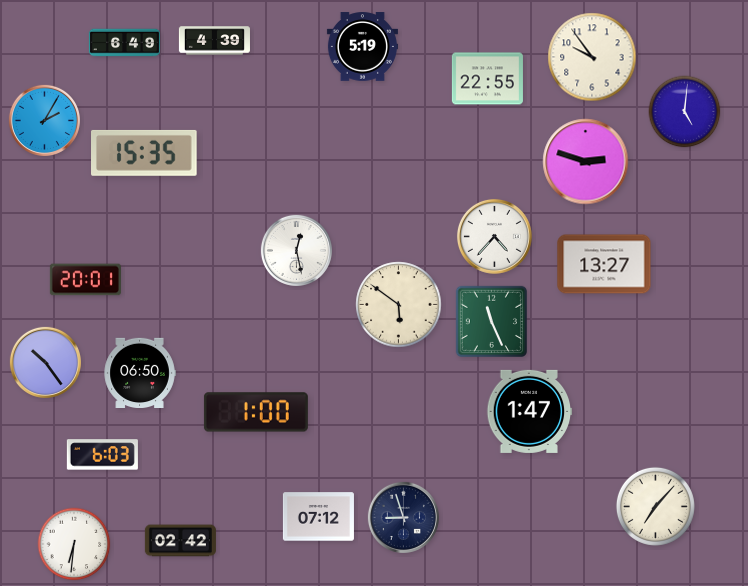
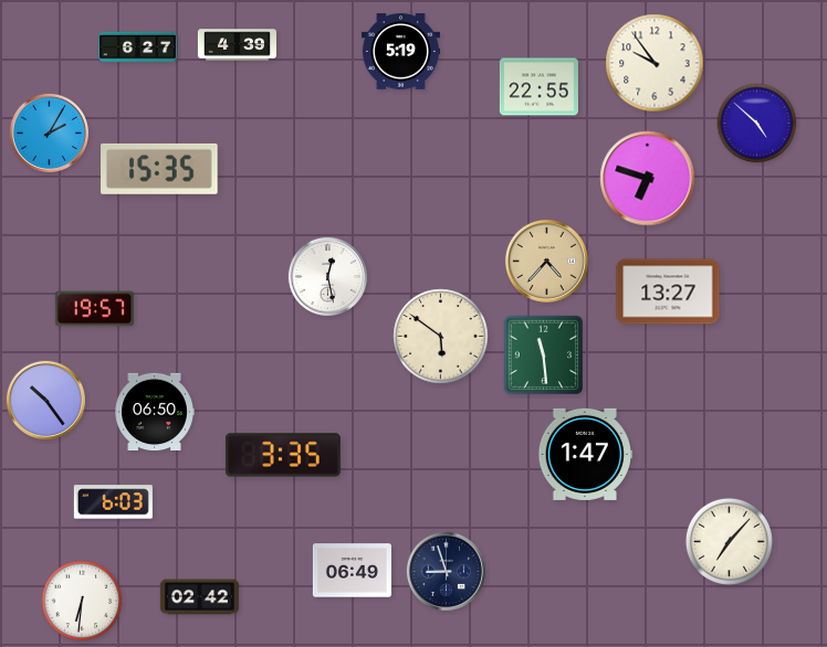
clock at (124, 43): 6:49 -> 6:27
clock at (685, 112): 5:01 -> 4:52
clock at (586, 162): 2:48 -> 6:48
clock at (494, 236) dial: white -> champagne
clock at (85, 280): 20:01 -> 19:57
clock at (491, 321): 11:26 -> 11:29
clock at (45, 362) position: (45, 362) -> (45, 400)
clock at (256, 412): 1:00 -> 3:35
clock at (655, 506) position: (655, 506) -> (729, 541)
clock at (318, 517): 07:12 -> 06:49
